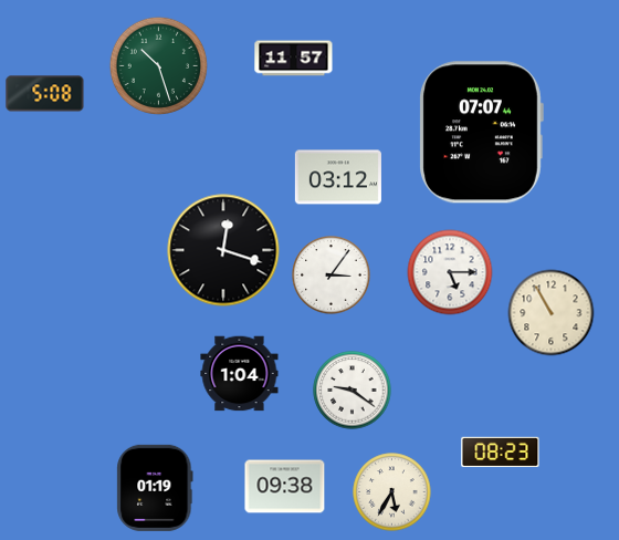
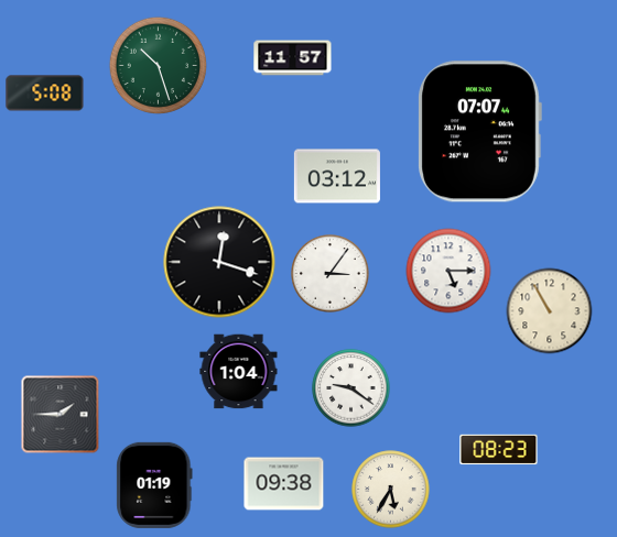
clock at (223, 250) position: (223, 250) -> (219, 262)
clock at (61, 415): none -> 1:45
